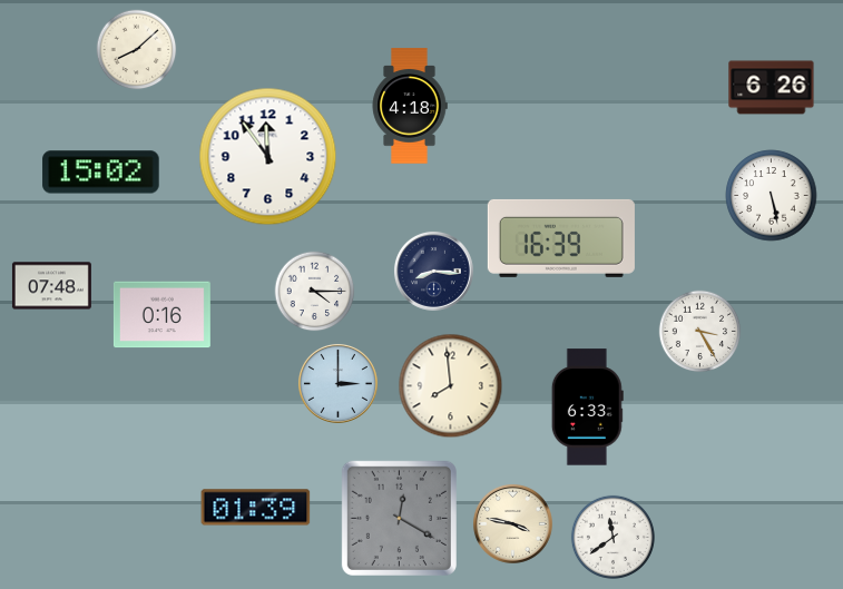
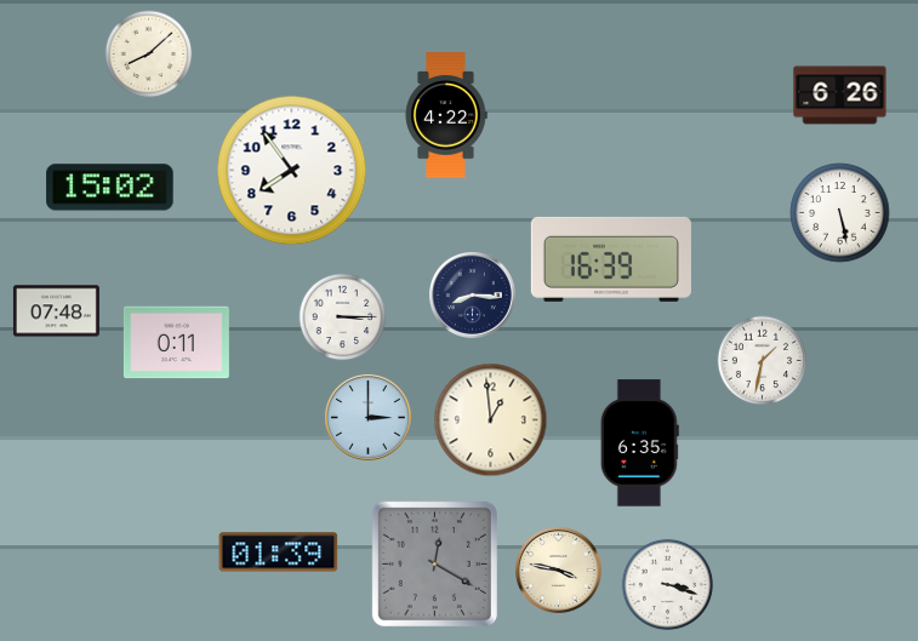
clock at (410, 106): 4:18 -> 4:22
clock at (268, 157): 11:54 -> 7:54
clock at (315, 292): 4:15 -> 3:15
clock at (161, 315): 0:16 -> 0:11
clock at (700, 332): 3:25 -> 1:32
clock at (451, 386): 7:59 -> 12:59
clock at (587, 408): 6:33 -> 6:35
clock at (612, 537): 11:39 -> 3:18
